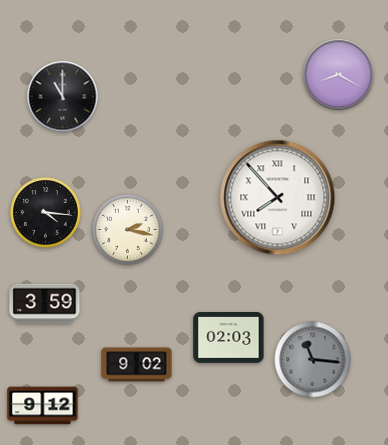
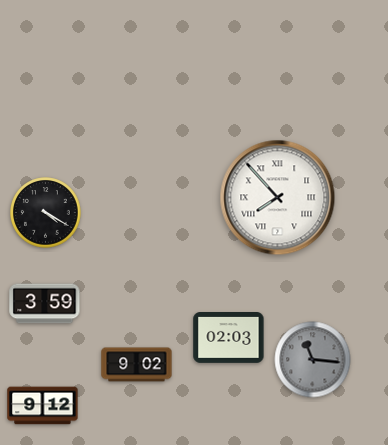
clock at (339, 75): 8:20 -> none
clock at (63, 97): 11:00 -> none
clock at (46, 213): 4:16 -> 4:20
clock at (128, 230): 2:17 -> none
